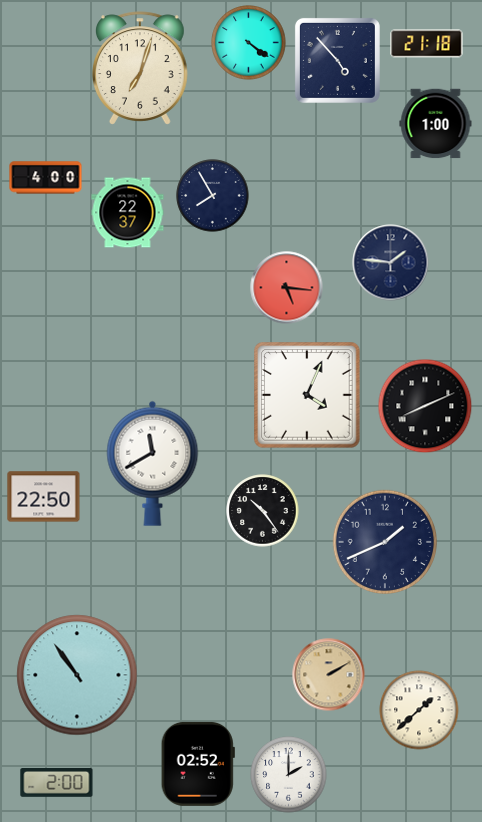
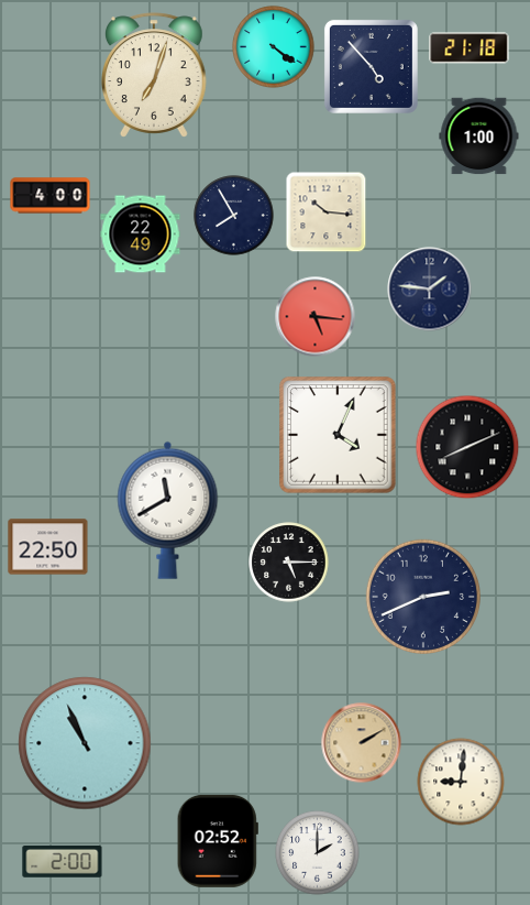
clock at (327, 212): none -> 10:16
clock at (128, 213): 22:37 -> 22:49
clock at (263, 511): 10:24 -> 5:15
clock at (384, 541): 1:41 -> 2:41
clock at (77, 675): 10:54 -> 10:56
clock at (419, 710): 1:38 -> 9:01
